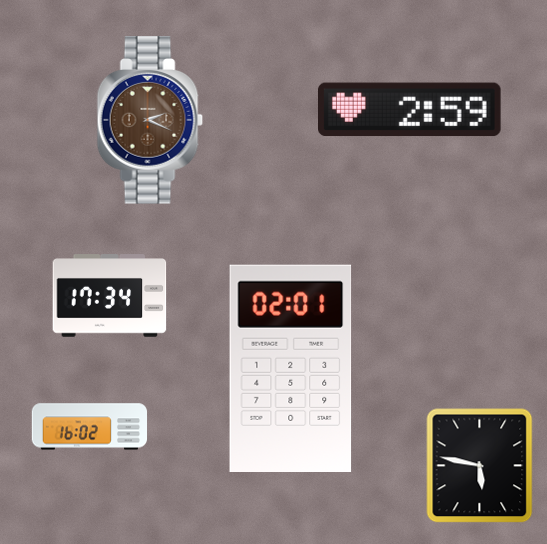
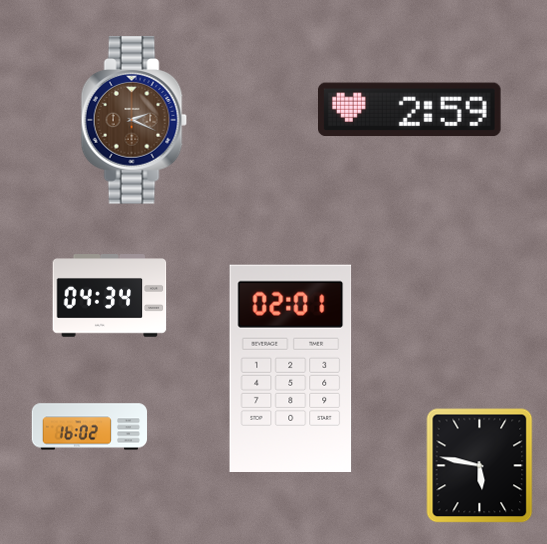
clock at (150, 120) position: (150, 120) -> (134, 120)
clock at (110, 296): 17:34 -> 04:34
